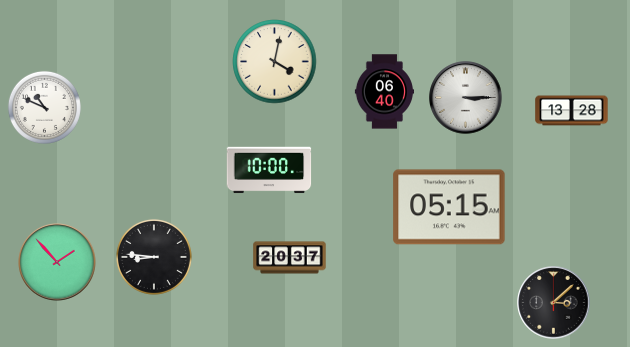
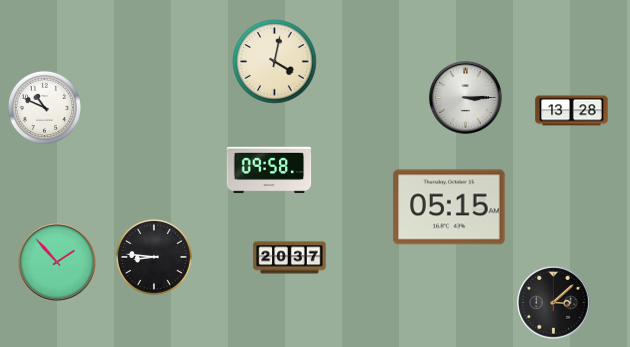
clock at (384, 92): 06:40 -> none
clock at (269, 170): 10:00 -> 09:58
